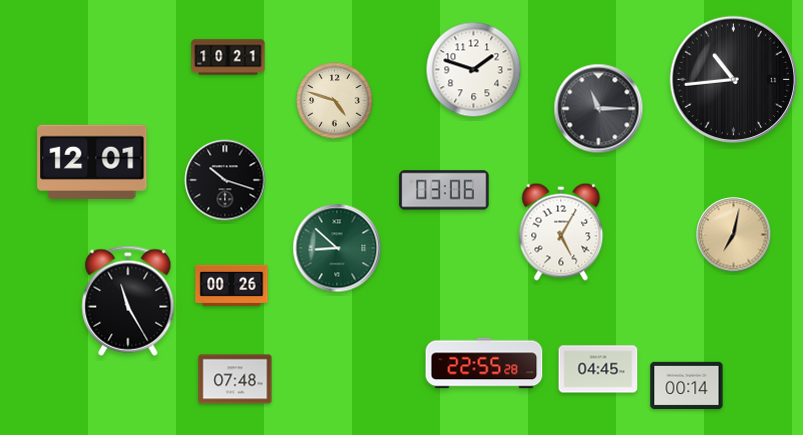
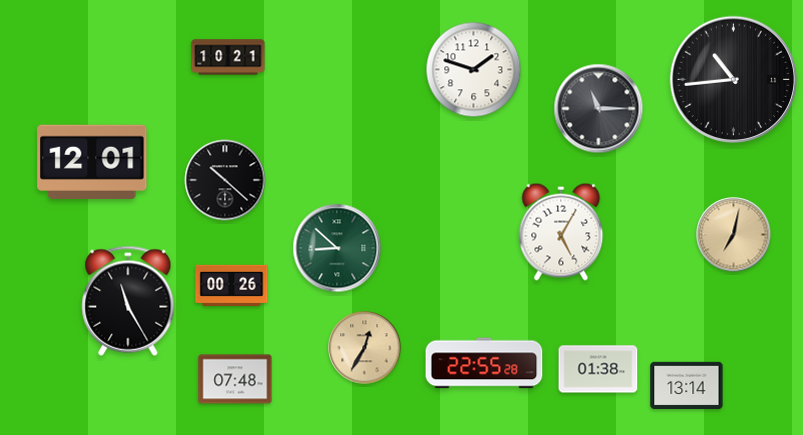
clock at (335, 101): 4:48 -> none
clock at (225, 180): 10:18 -> 10:22
clock at (444, 190): 03:06 -> none
clock at (365, 348): none -> 12:35
clock at (598, 369): 04:45 -> 01:38
clock at (687, 385): 00:14 -> 13:14
